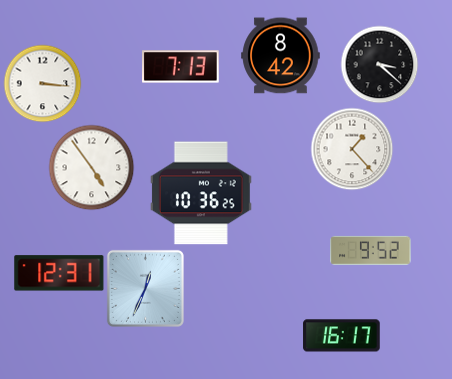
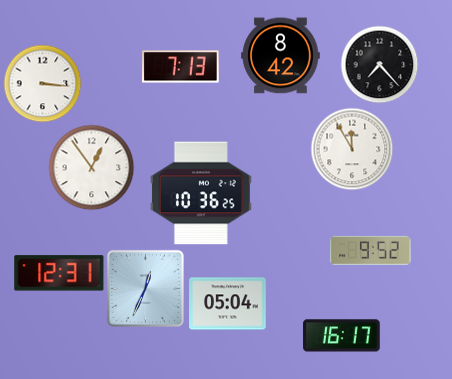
clock at (379, 64): 3:22 -> 7:23
clock at (352, 149): 1:23 -> 11:55
clock at (91, 167): 4:54 -> 12:54
clock at (228, 304): none -> 05:04
